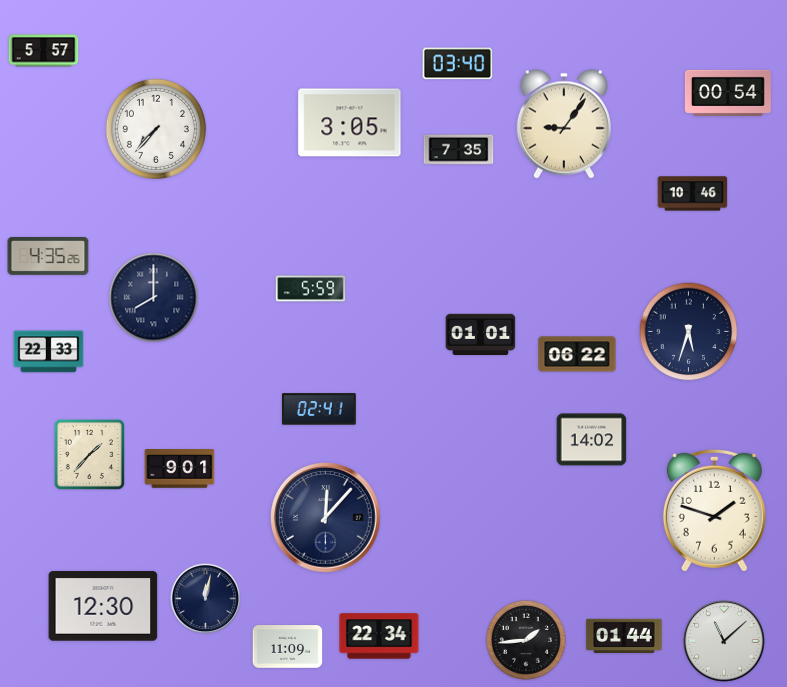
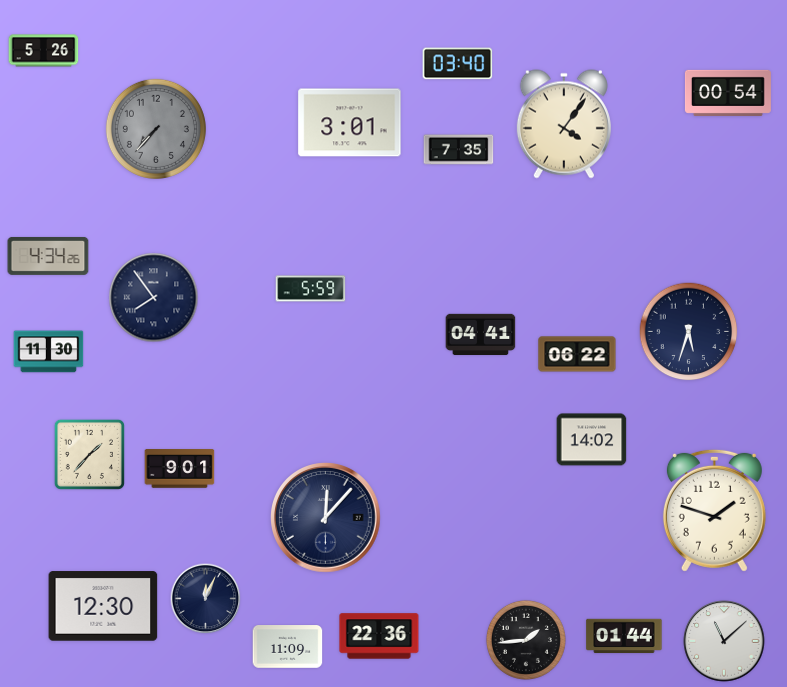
clock at (44, 51): 5:57 -> 5:26
clock at (350, 123): 3:05 -> 3:01
clock at (564, 124): 9:06 -> 4:06
clock at (156, 129) dial: white -> grey
clock at (693, 194): 10:46 -> none
clock at (48, 256): 4:35 -> 4:34
clock at (154, 298): 8:00 -> 7:54
clock at (481, 334): 01:01 -> 04:41
clock at (49, 352): 22:33 -> 11:30
clock at (319, 409): 02:41 -> none
clock at (206, 599): 12:02 -> 12:04
clock at (379, 636): 22:34 -> 22:36
